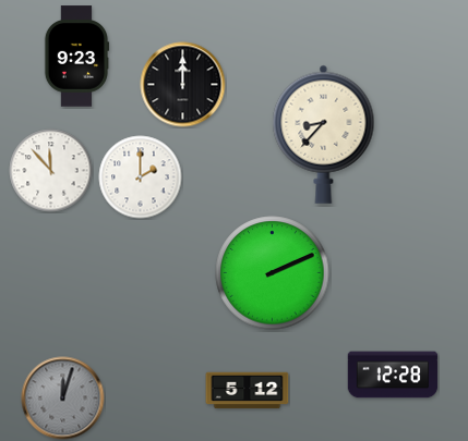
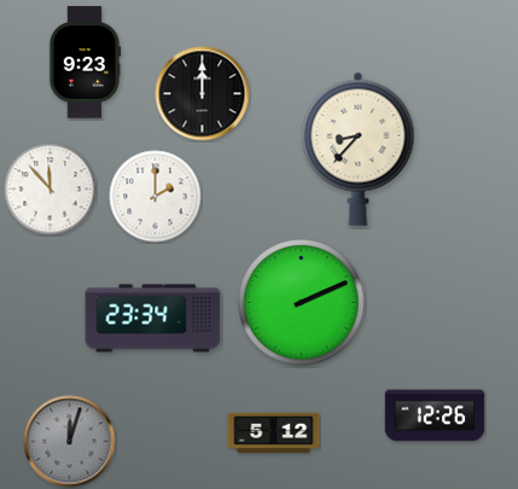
clock at (51, 171) position: (51, 171) -> (51, 190)
clock at (153, 319): none -> 23:34
clock at (393, 375): 12:28 -> 12:26
